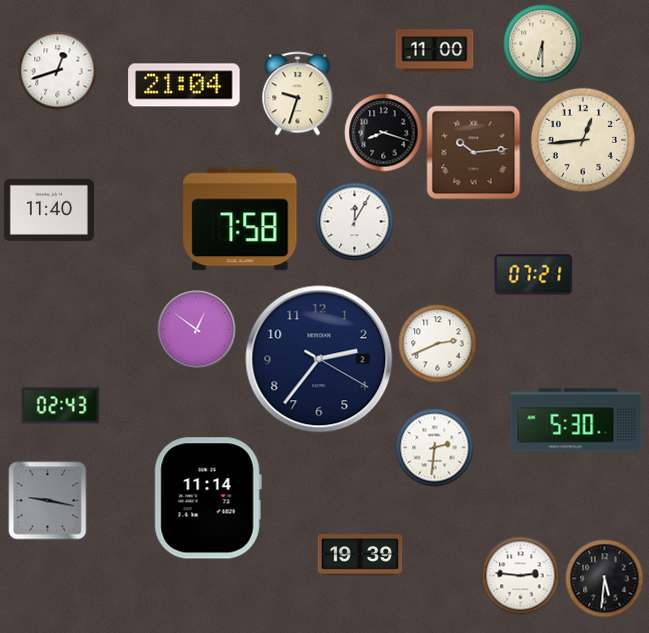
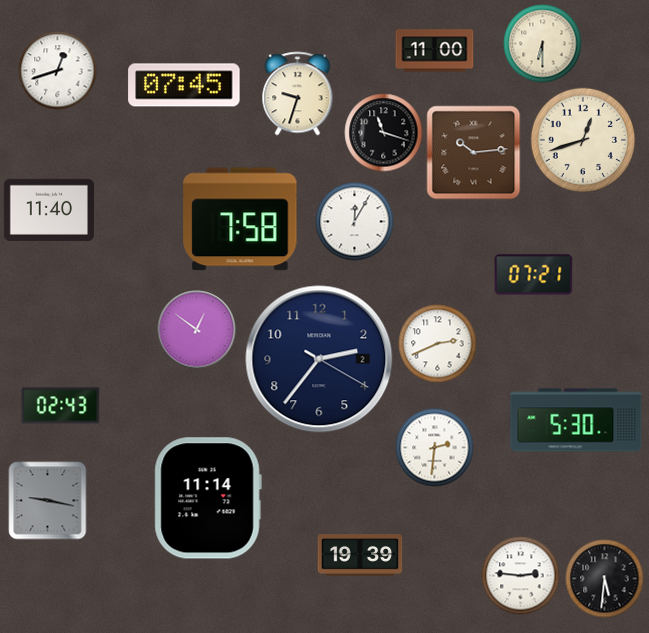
clock at (184, 85): 21:04 -> 07:45
clock at (383, 132): 8:18 -> 11:18
clock at (582, 139): 12:44 -> 12:42
